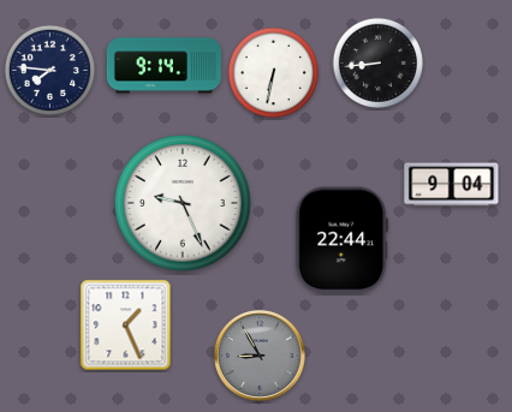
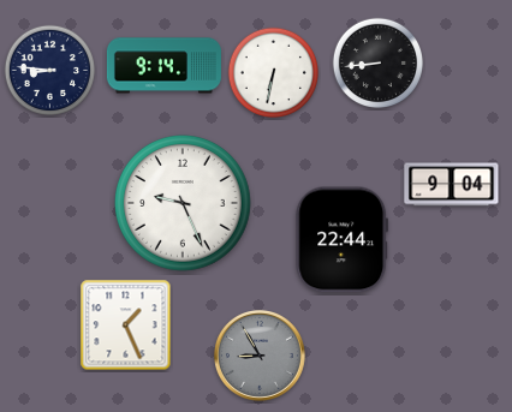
clock at (49, 70): 7:46 -> 8:46
